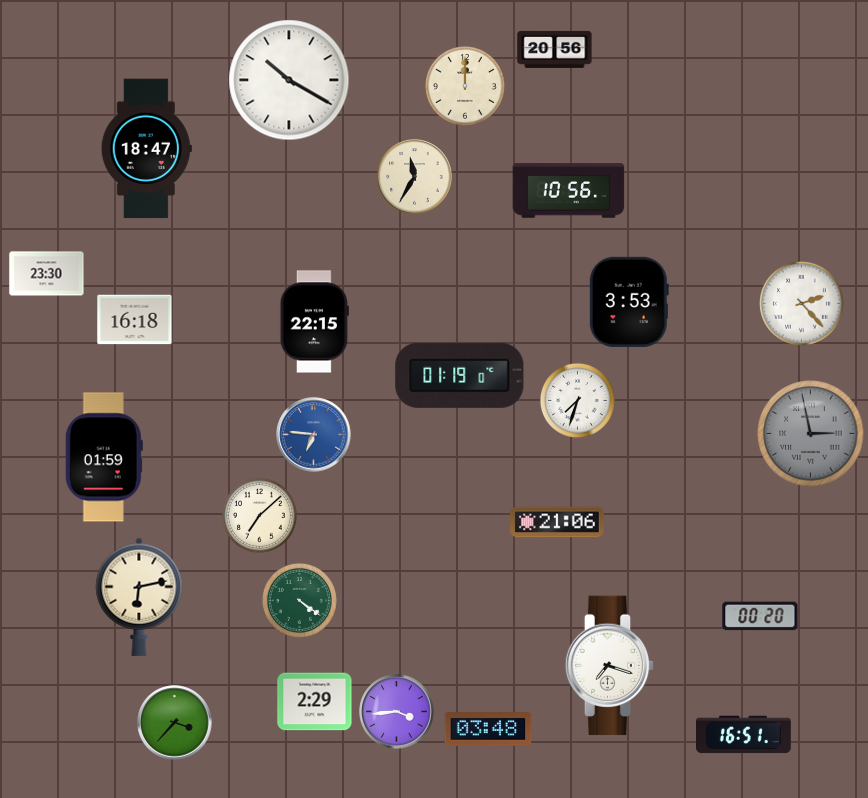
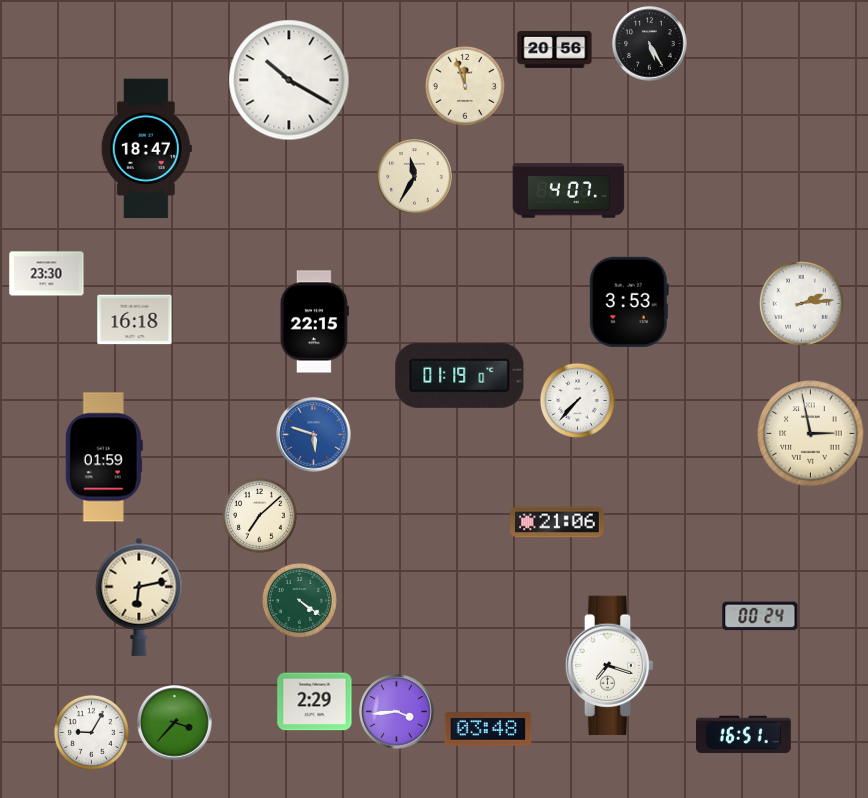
clock at (650, 44): none -> 5:25
clock at (465, 86): 12:00 -> 11:57
clock at (569, 191): 10:56 -> 4:07
clock at (802, 304): 2:23 -> 2:14
clock at (577, 400): 7:33 -> 7:37
clock at (811, 434) dial: grey -> cream
clock at (314, 435): 6:46 -> 5:48
clock at (760, 616): 00:20 -> 00:24
clock at (91, 732): none -> 9:05
